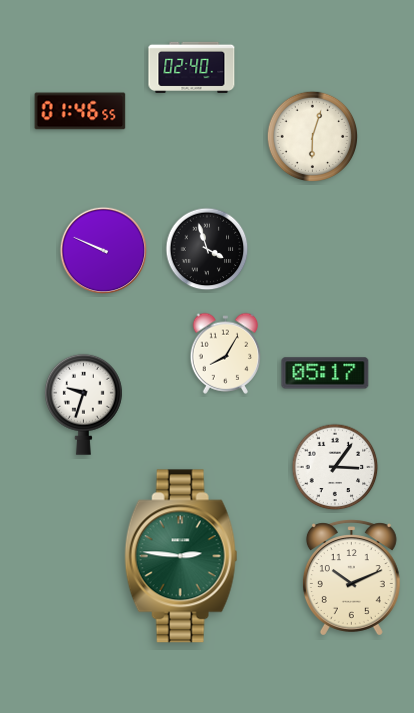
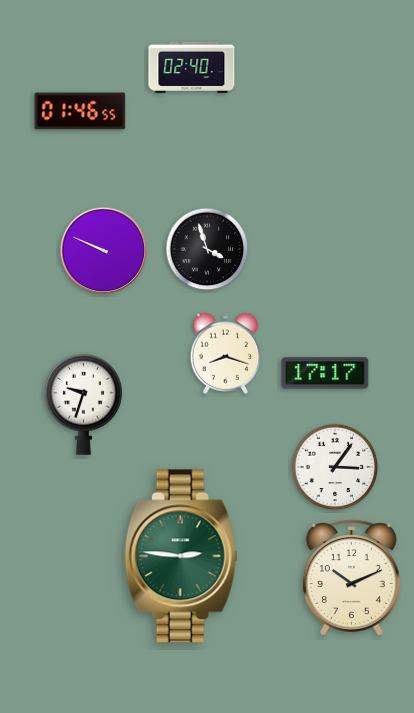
clock at (312, 136): 6:03 -> none
clock at (226, 353): 8:05 -> 8:18
clock at (325, 373): 05:17 -> 17:17
